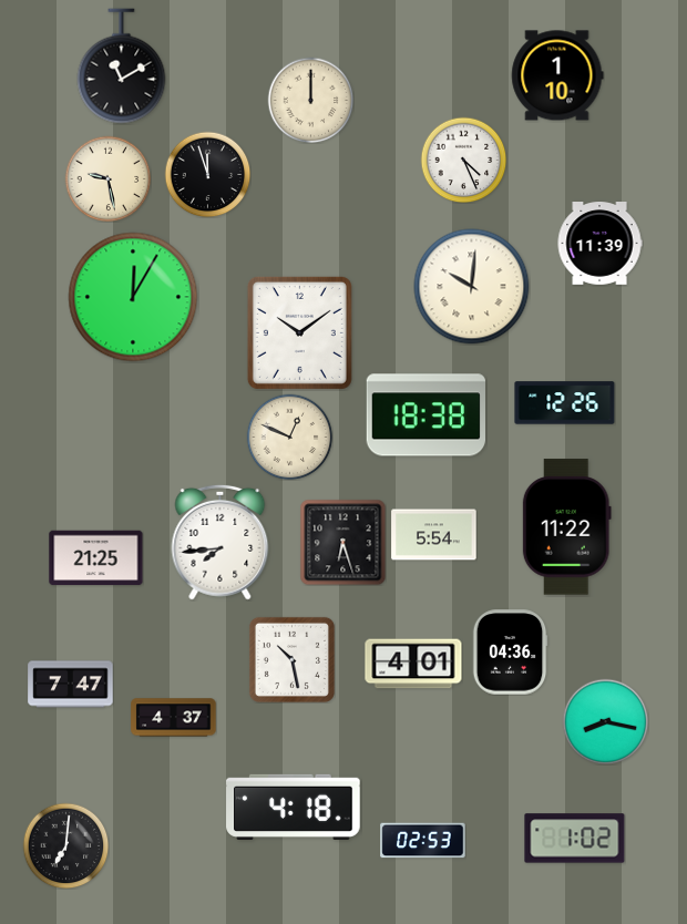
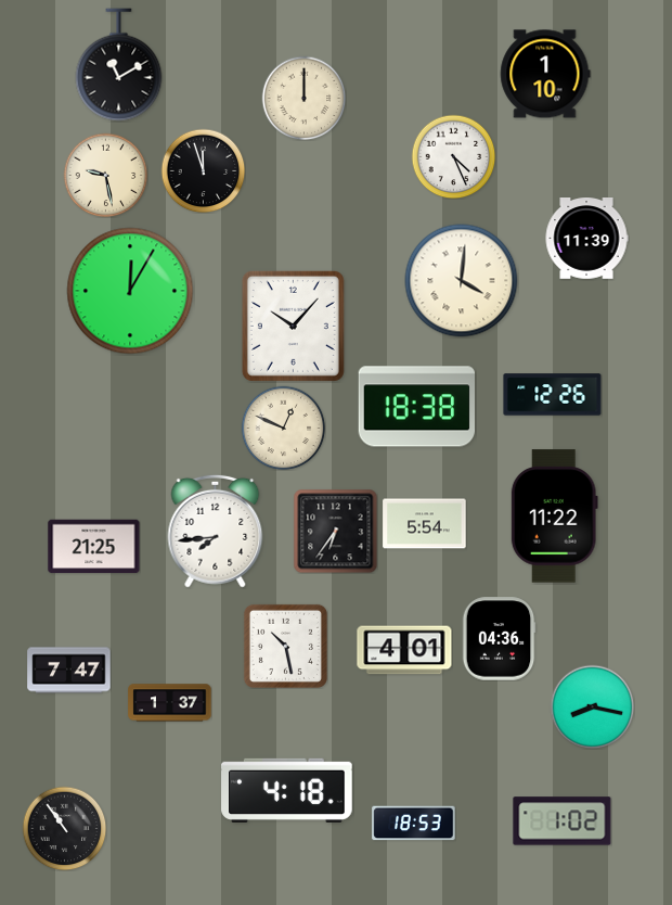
clock at (472, 287): 10:01 -> 4:01
clock at (299, 332): 10:09 -> 10:07
clock at (342, 542): 6:27 -> 6:36
clock at (174, 718): 4:37 -> 1:37
clock at (423, 841): 02:53 -> 18:53
clock at (65, 845): 7:01 -> 10:54
